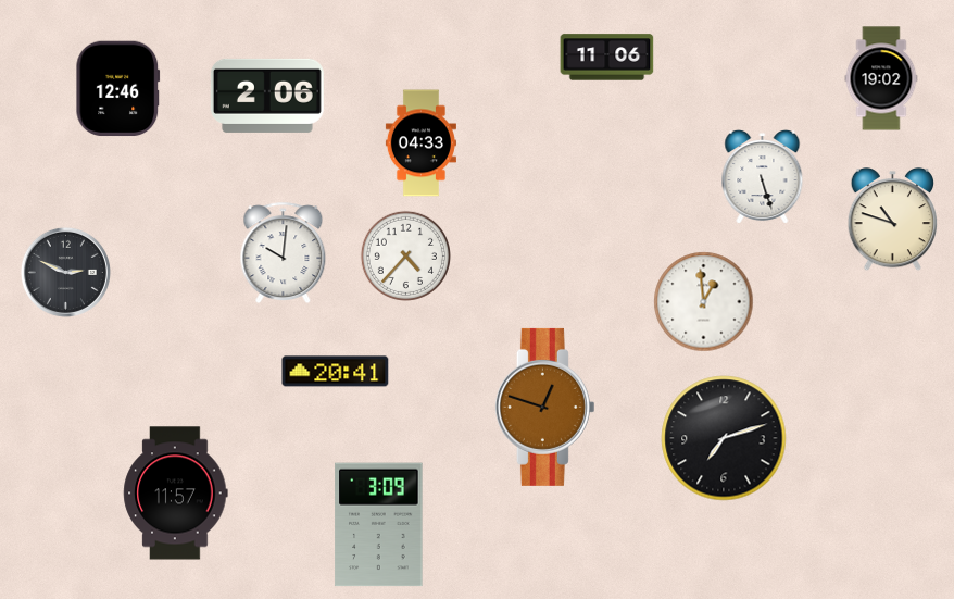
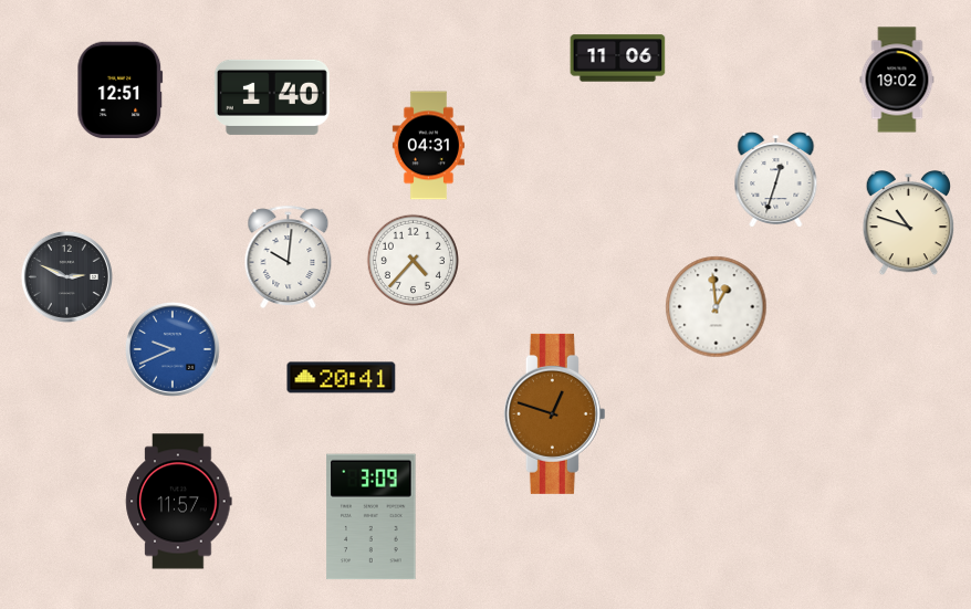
clock at (118, 89): 12:46 -> 12:51
clock at (267, 96): 2:06 -> 1:40
clock at (420, 143): 04:33 -> 04:31
clock at (763, 177): 5:27 -> 12:33
clock at (174, 350): none -> 9:41
clock at (724, 438): 7:12 -> none
clock at (379, 525) position: (379, 525) -> (372, 517)
